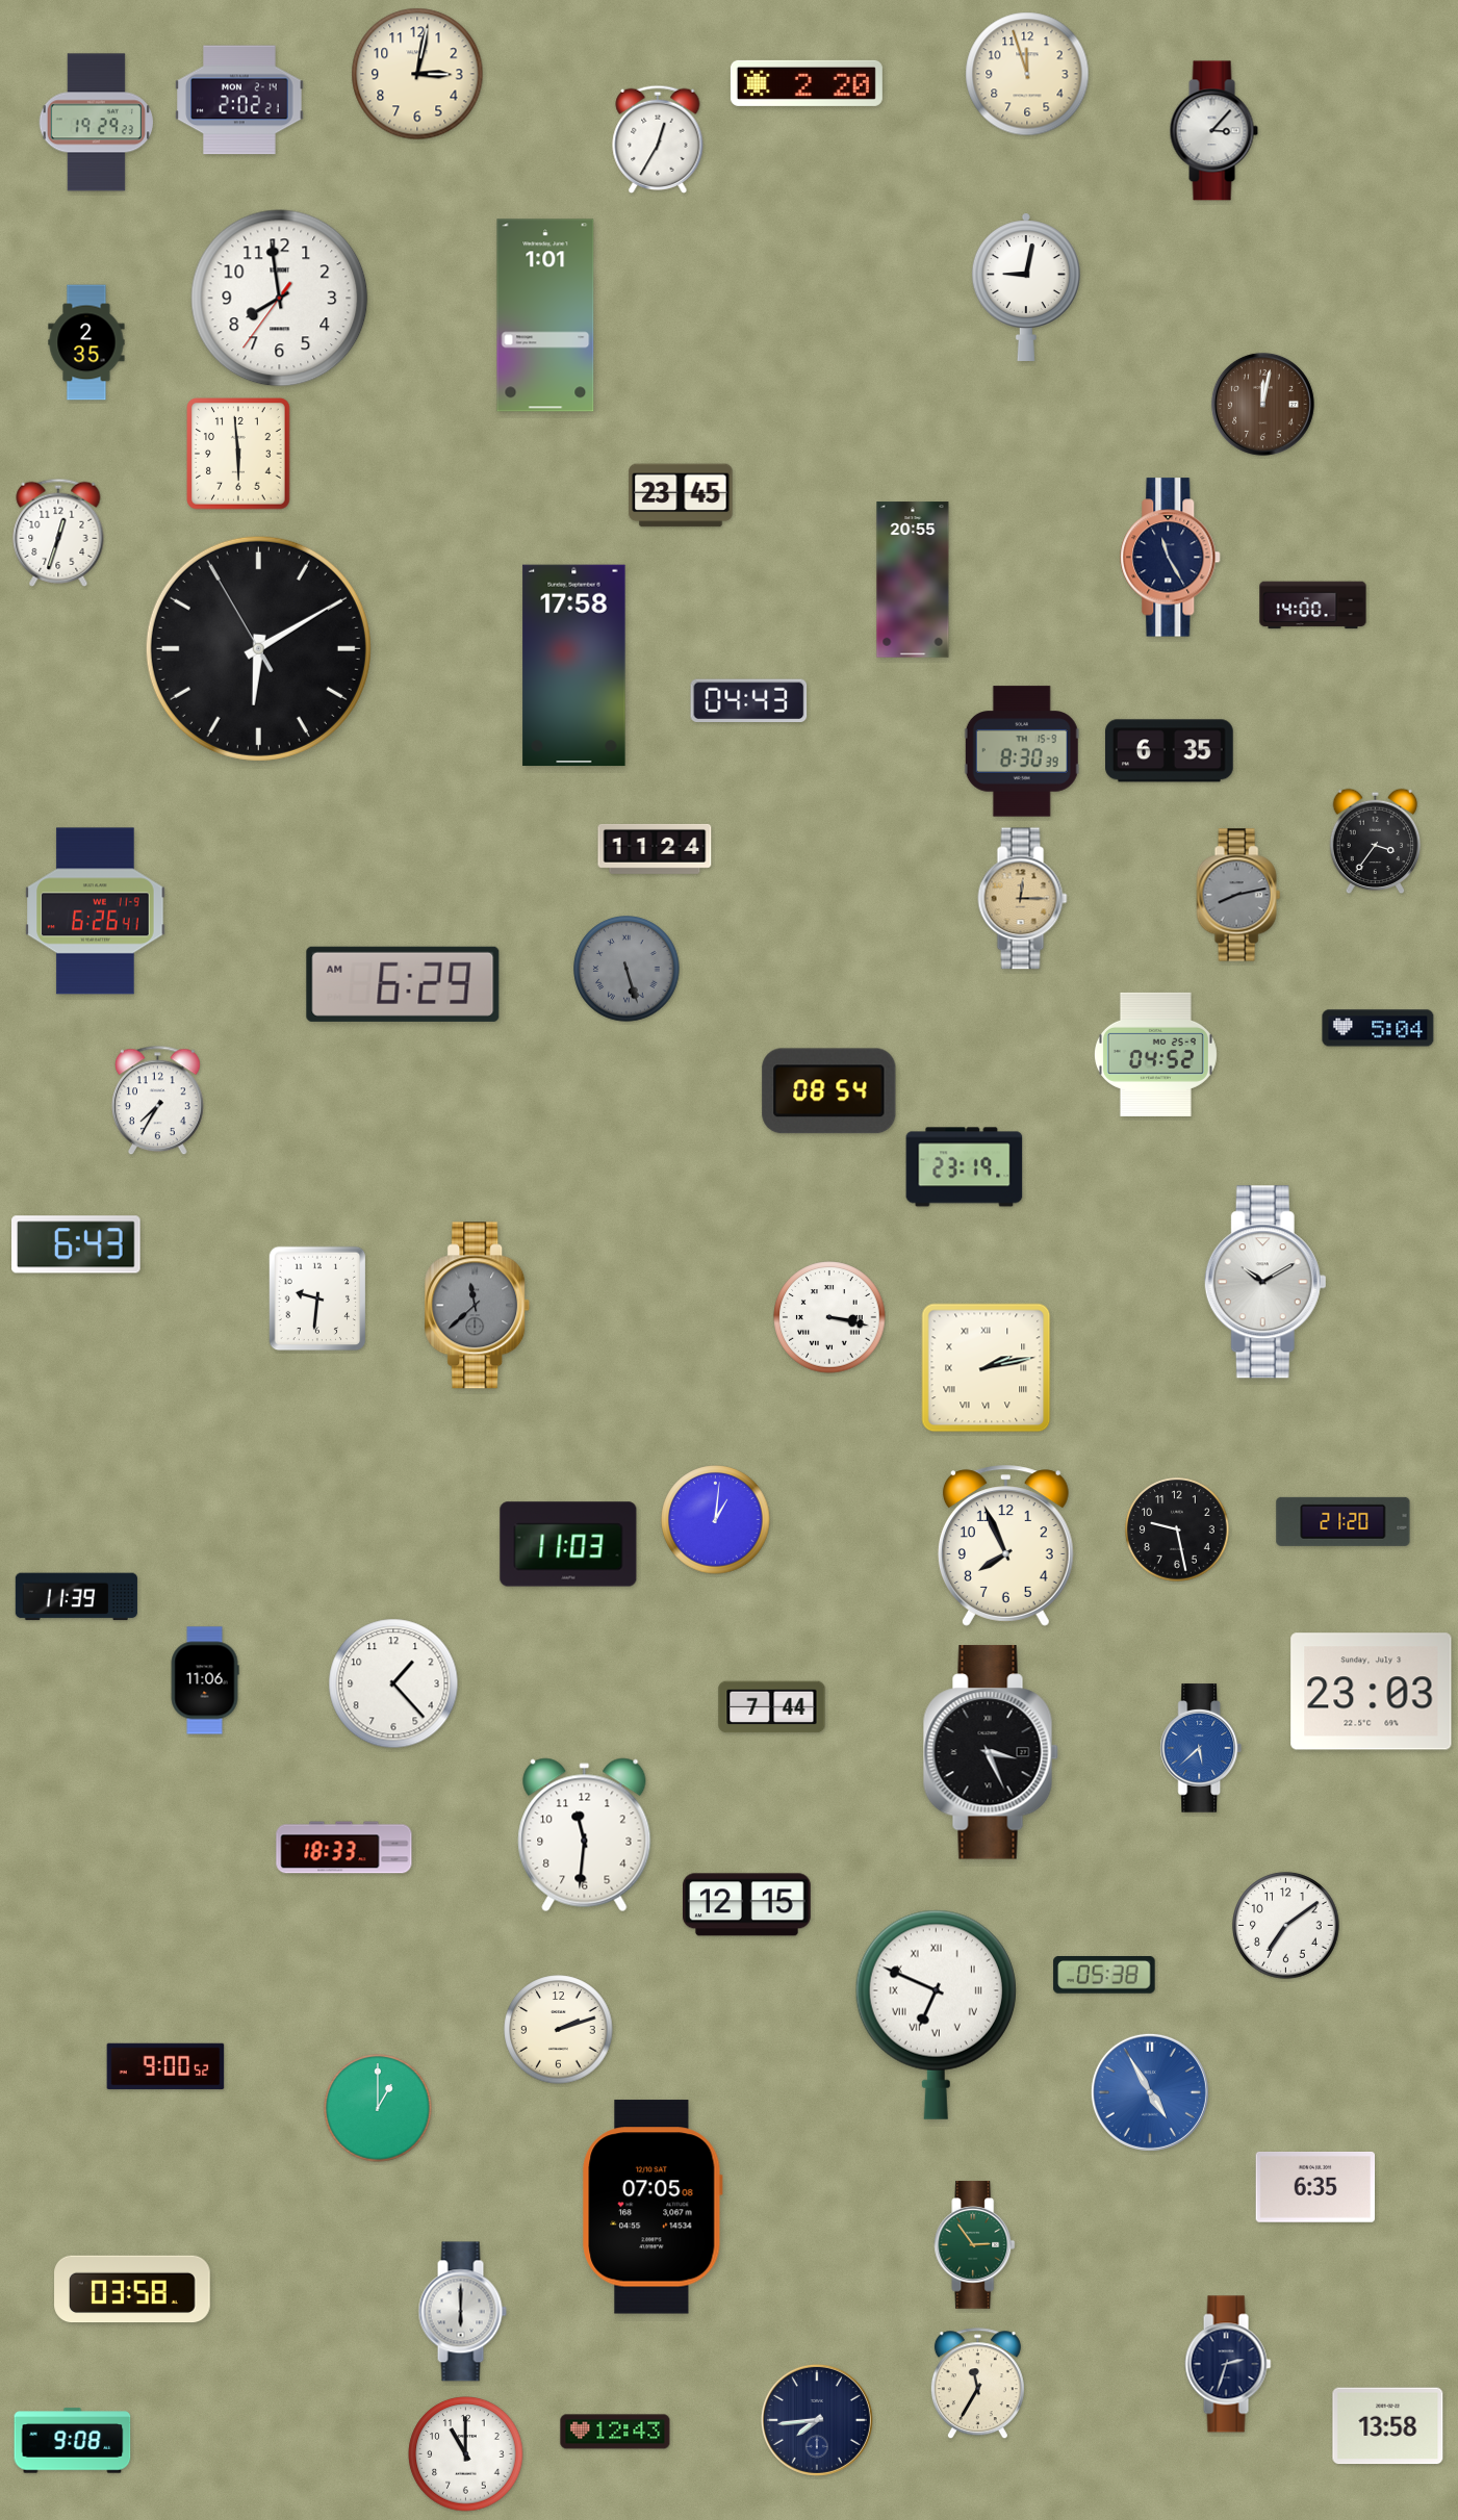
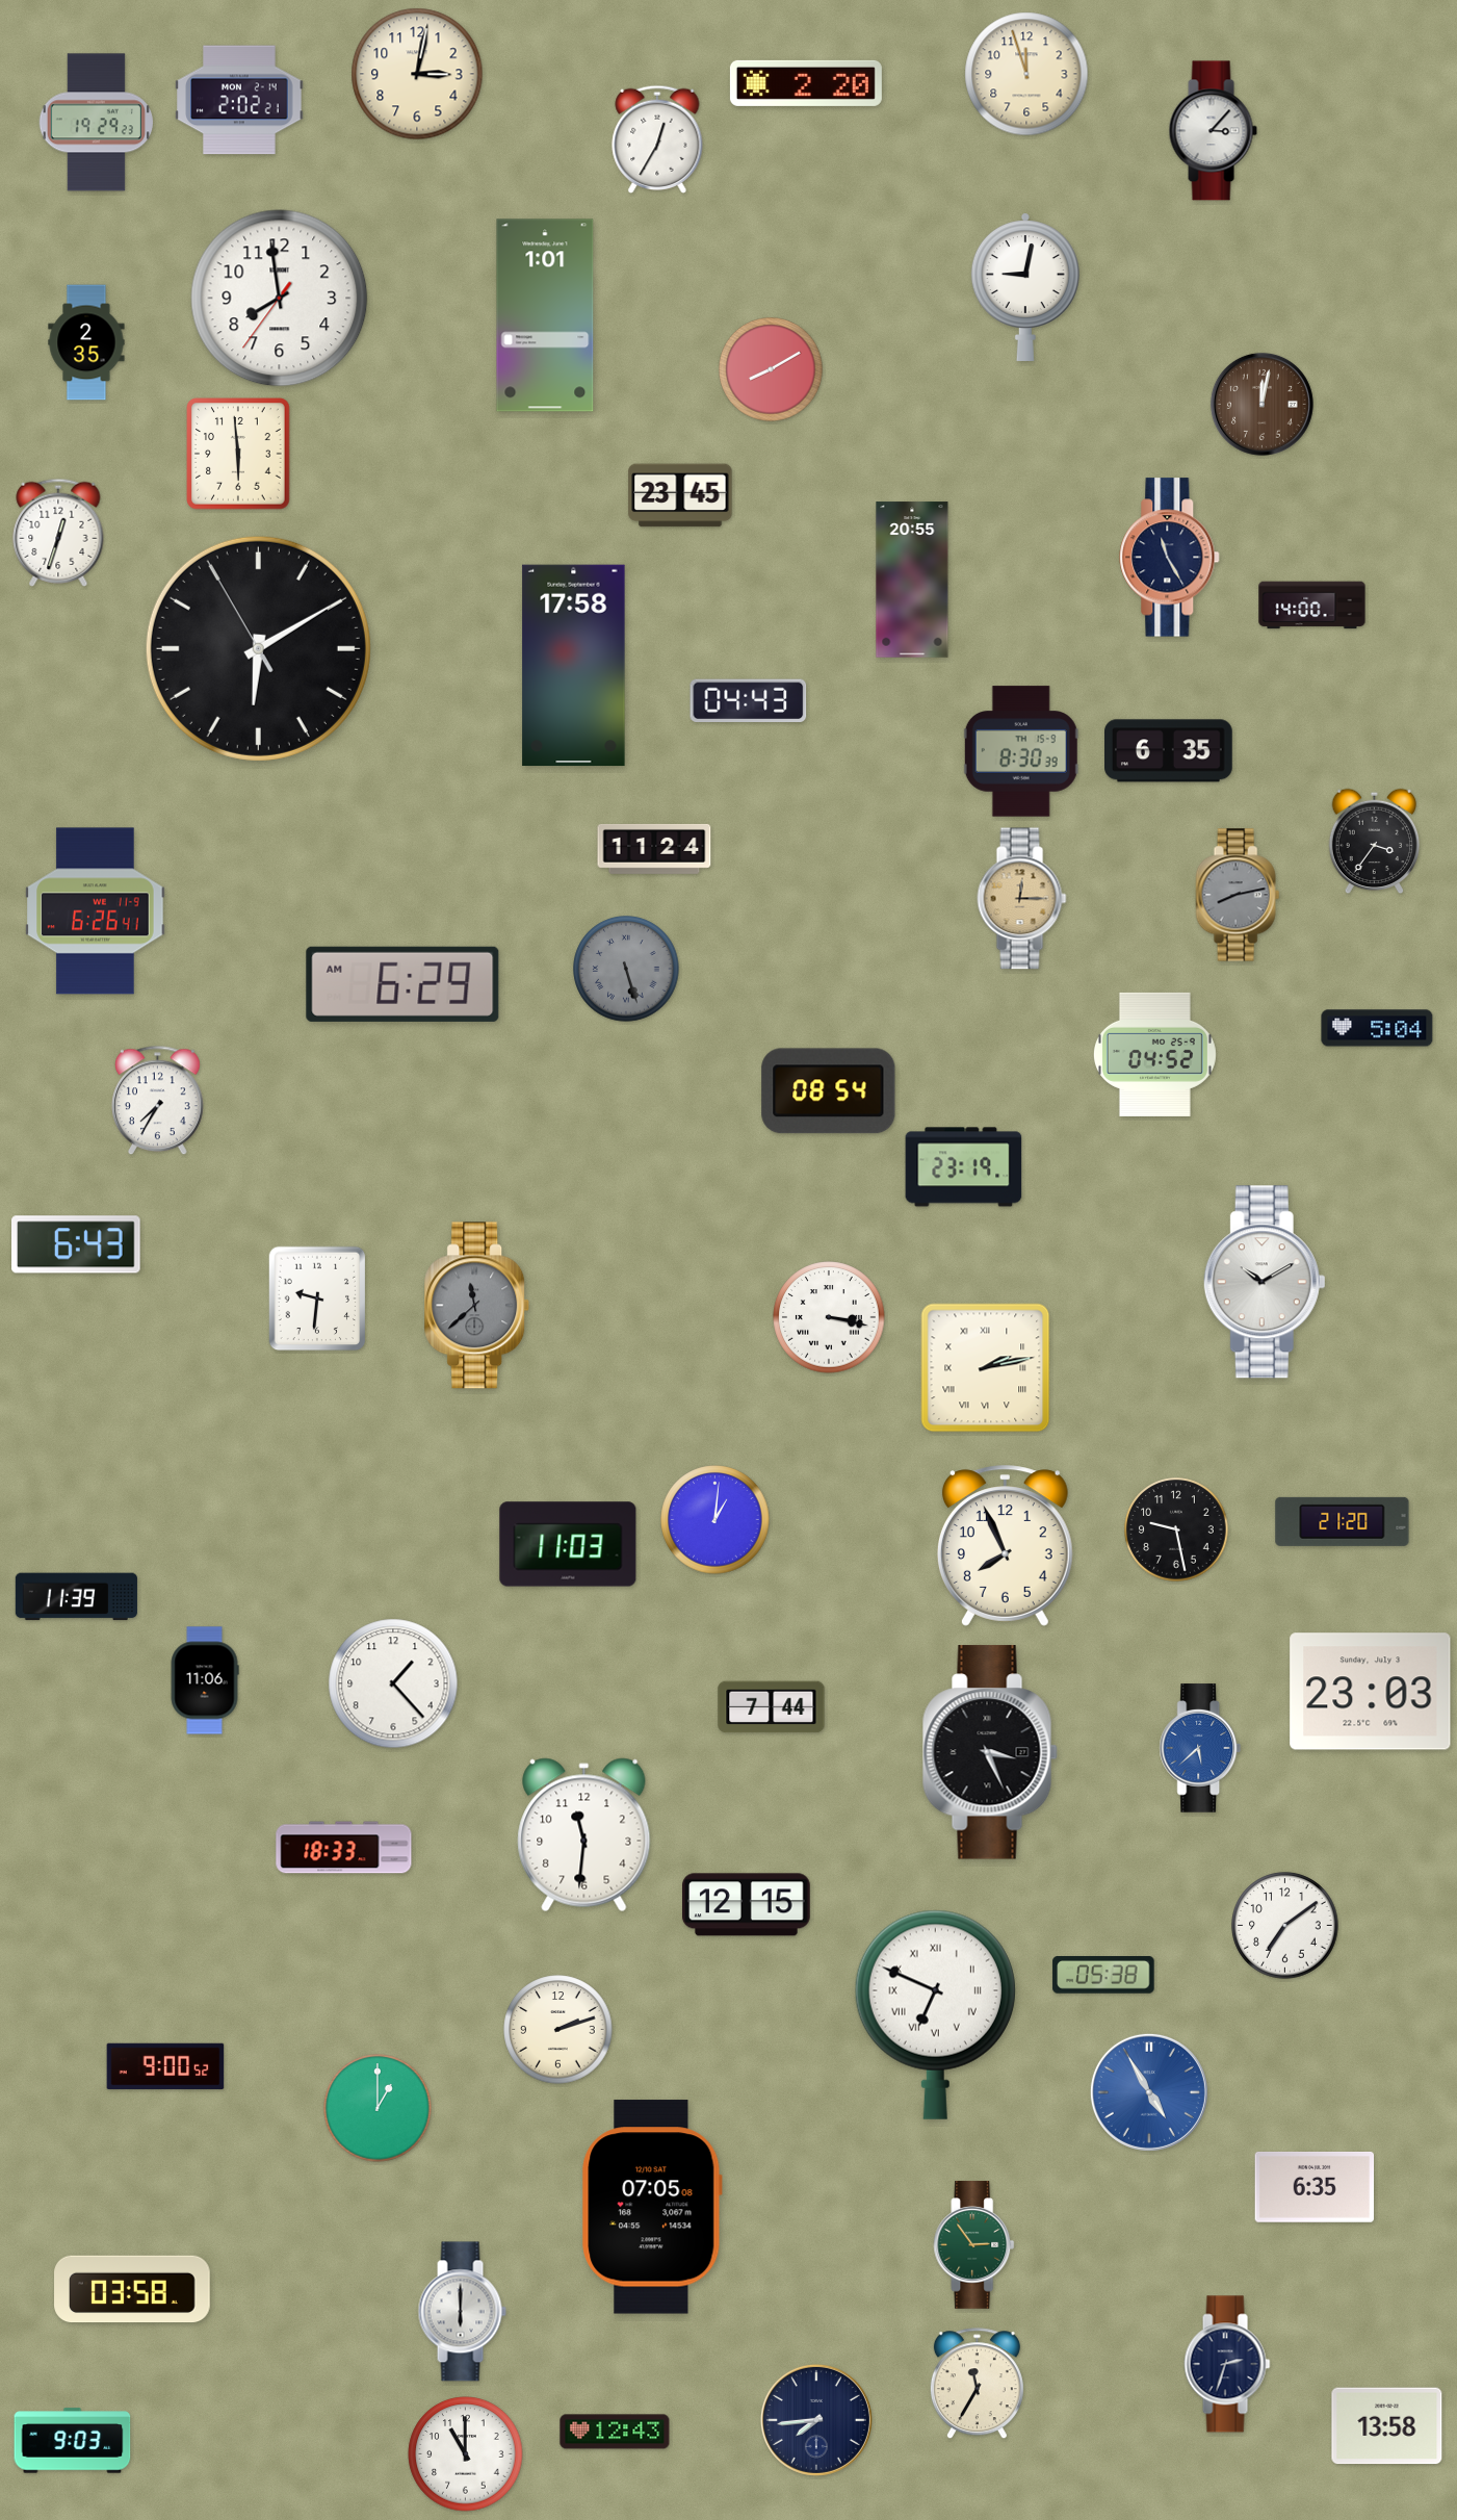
clock at (771, 369): none -> 8:10
clock at (73, 2441): 9:08 -> 9:03
